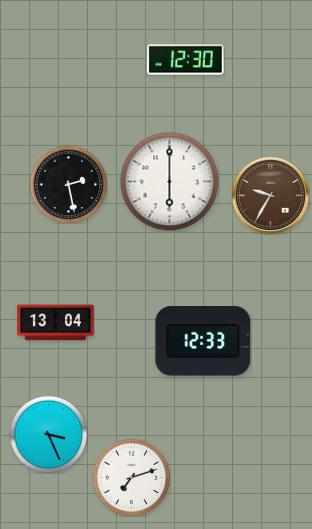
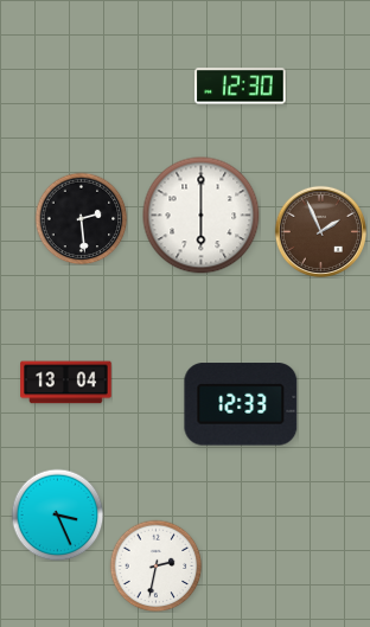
clock at (186, 60) position: (186, 60) -> (241, 87)
clock at (68, 184): 2:28 -> 2:29
clock at (270, 195): 9:35 -> 1:56
clock at (131, 477): 7:12 -> 2:32
